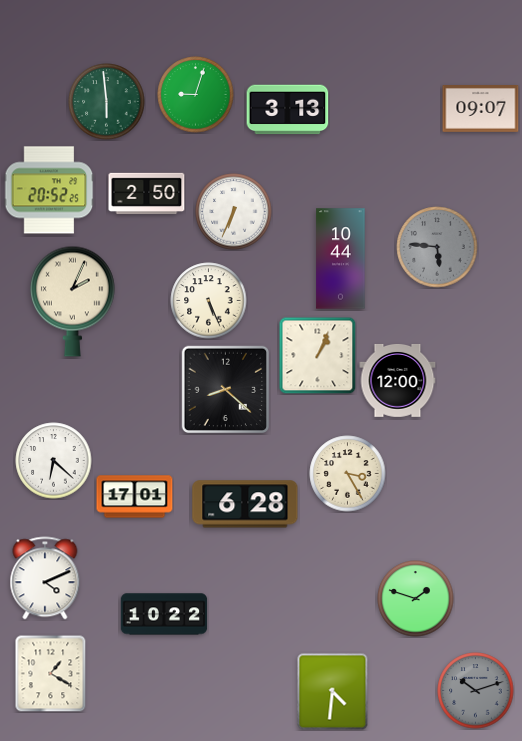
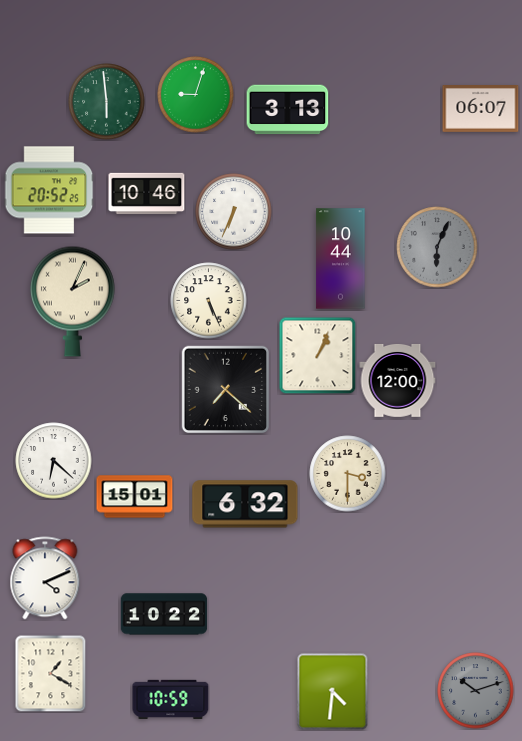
clock at (481, 109): 09:07 -> 06:07
clock at (147, 194): 2:50 -> 10:46
clock at (437, 247): 5:46 -> 6:04
clock at (226, 390): 8:22 -> 7:22
clock at (348, 474): 3:25 -> 3:30
clock at (135, 497): 17:01 -> 15:01
clock at (245, 504): 6:28 -> 6:32
clock at (416, 599): 1:48 -> none
clock at (171, 699): none -> 10:59
